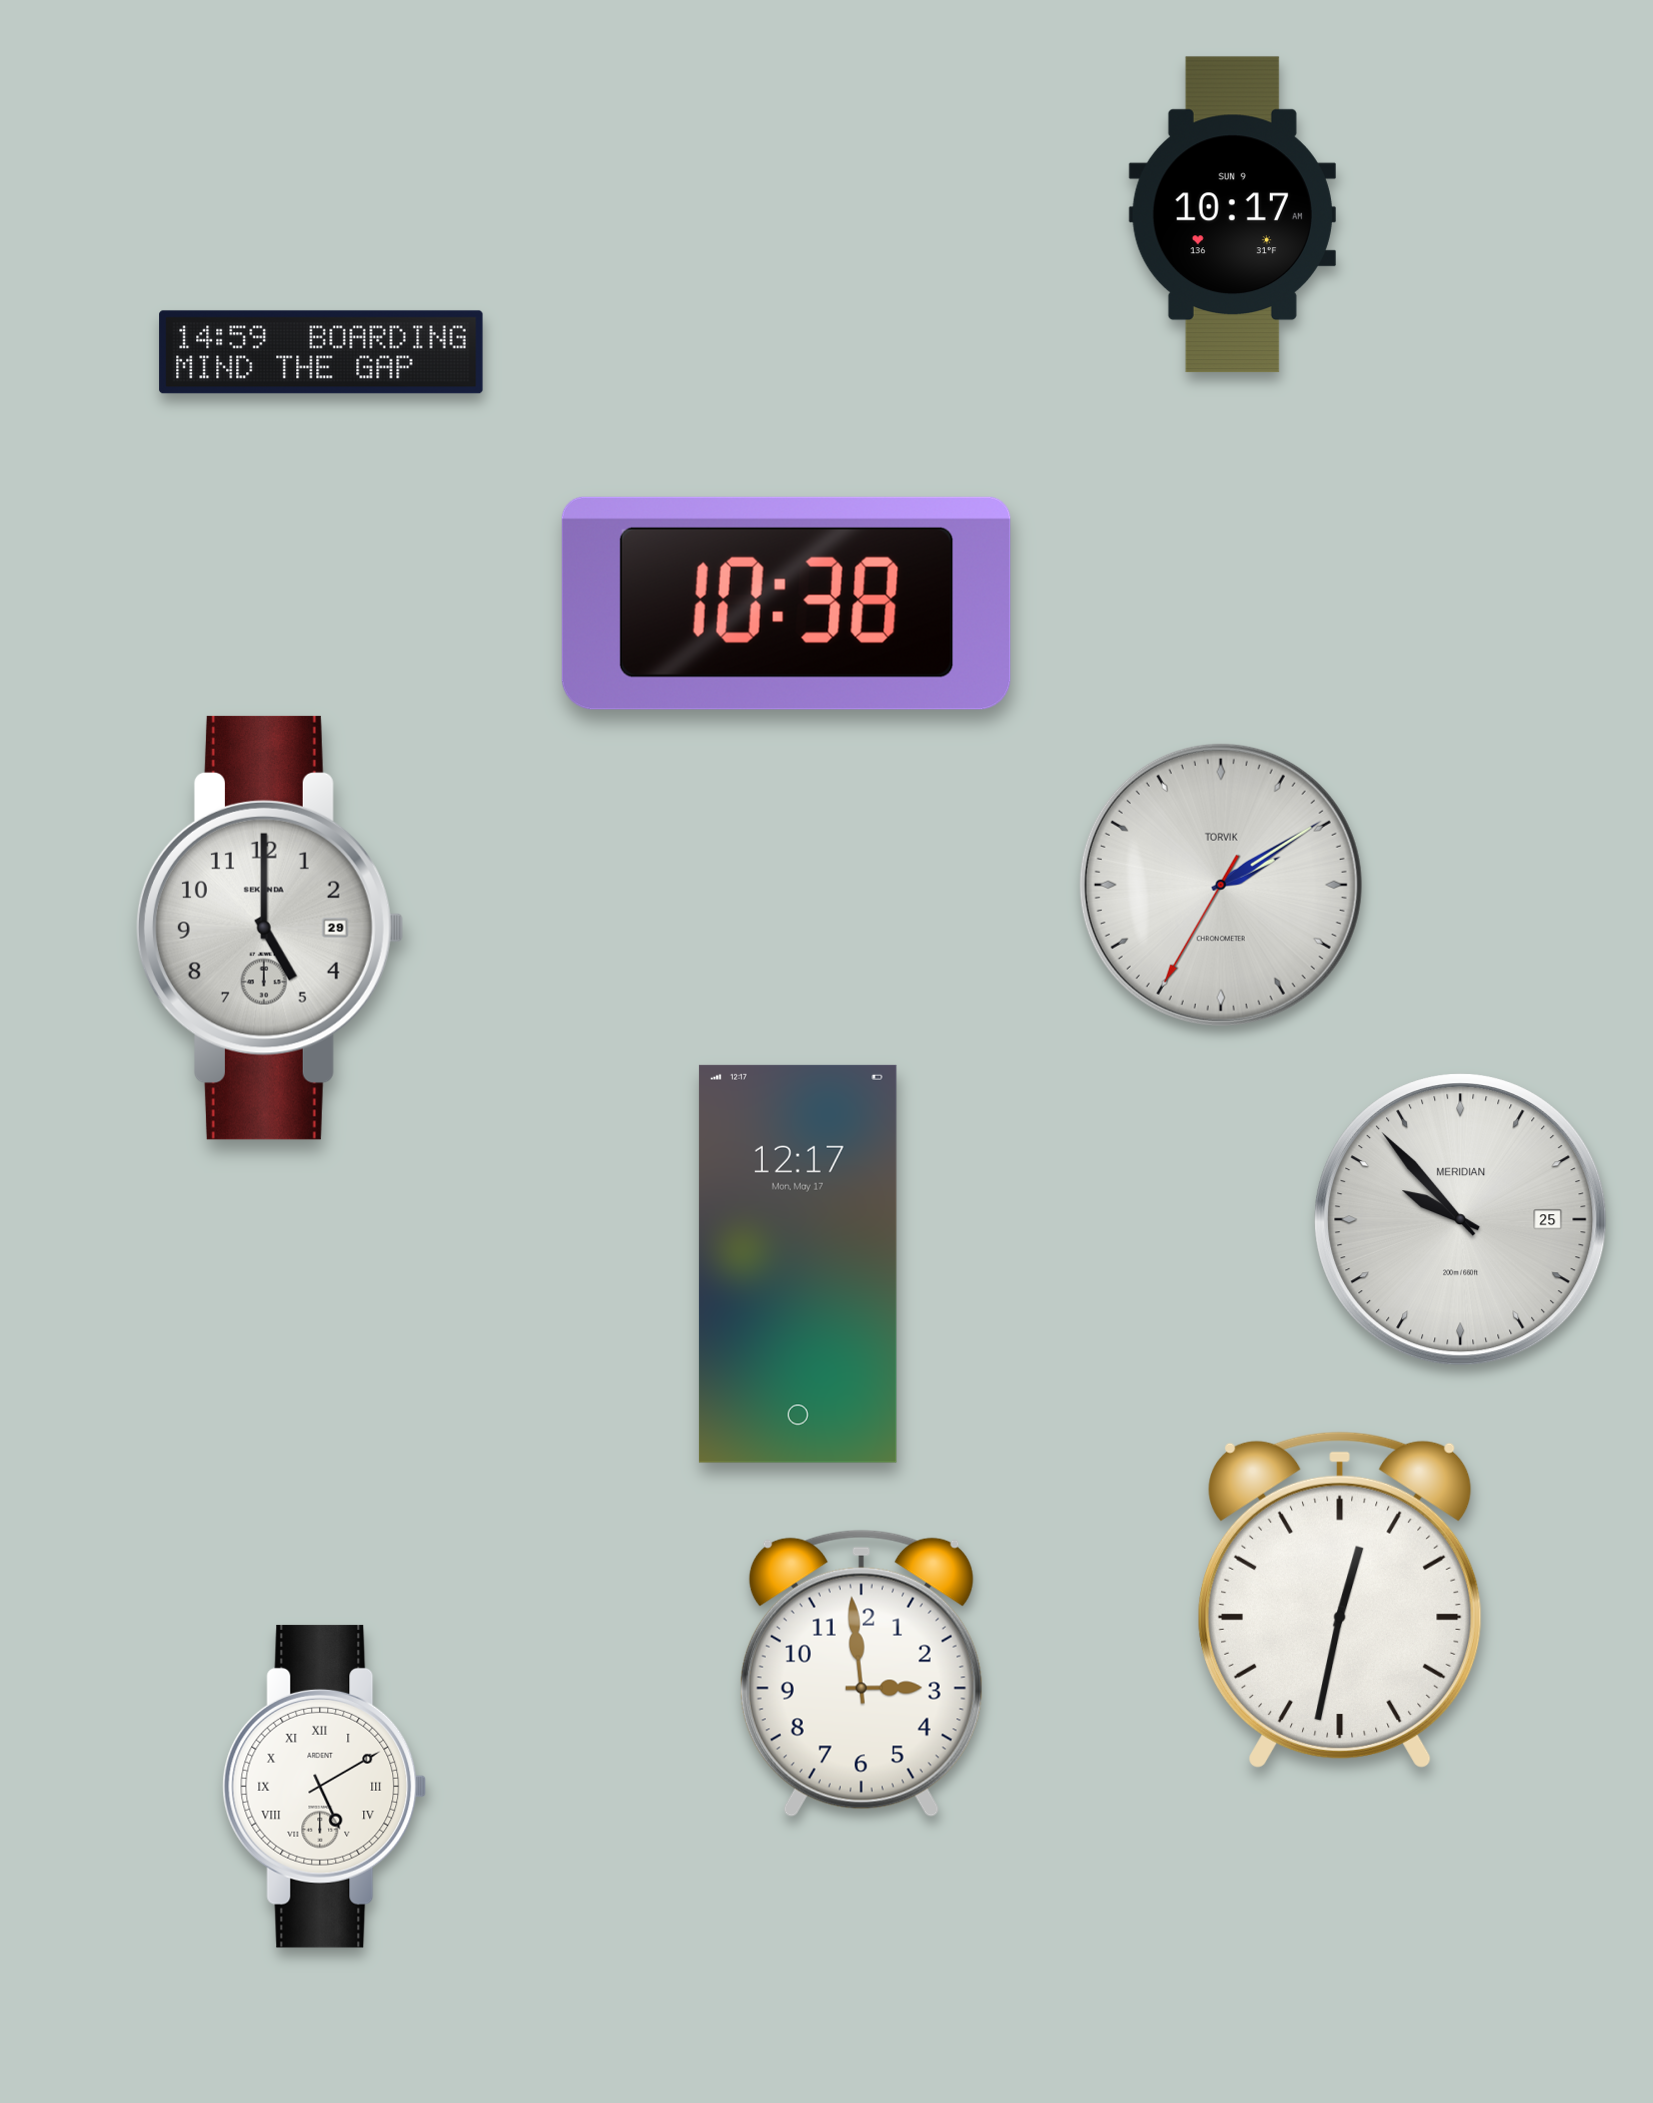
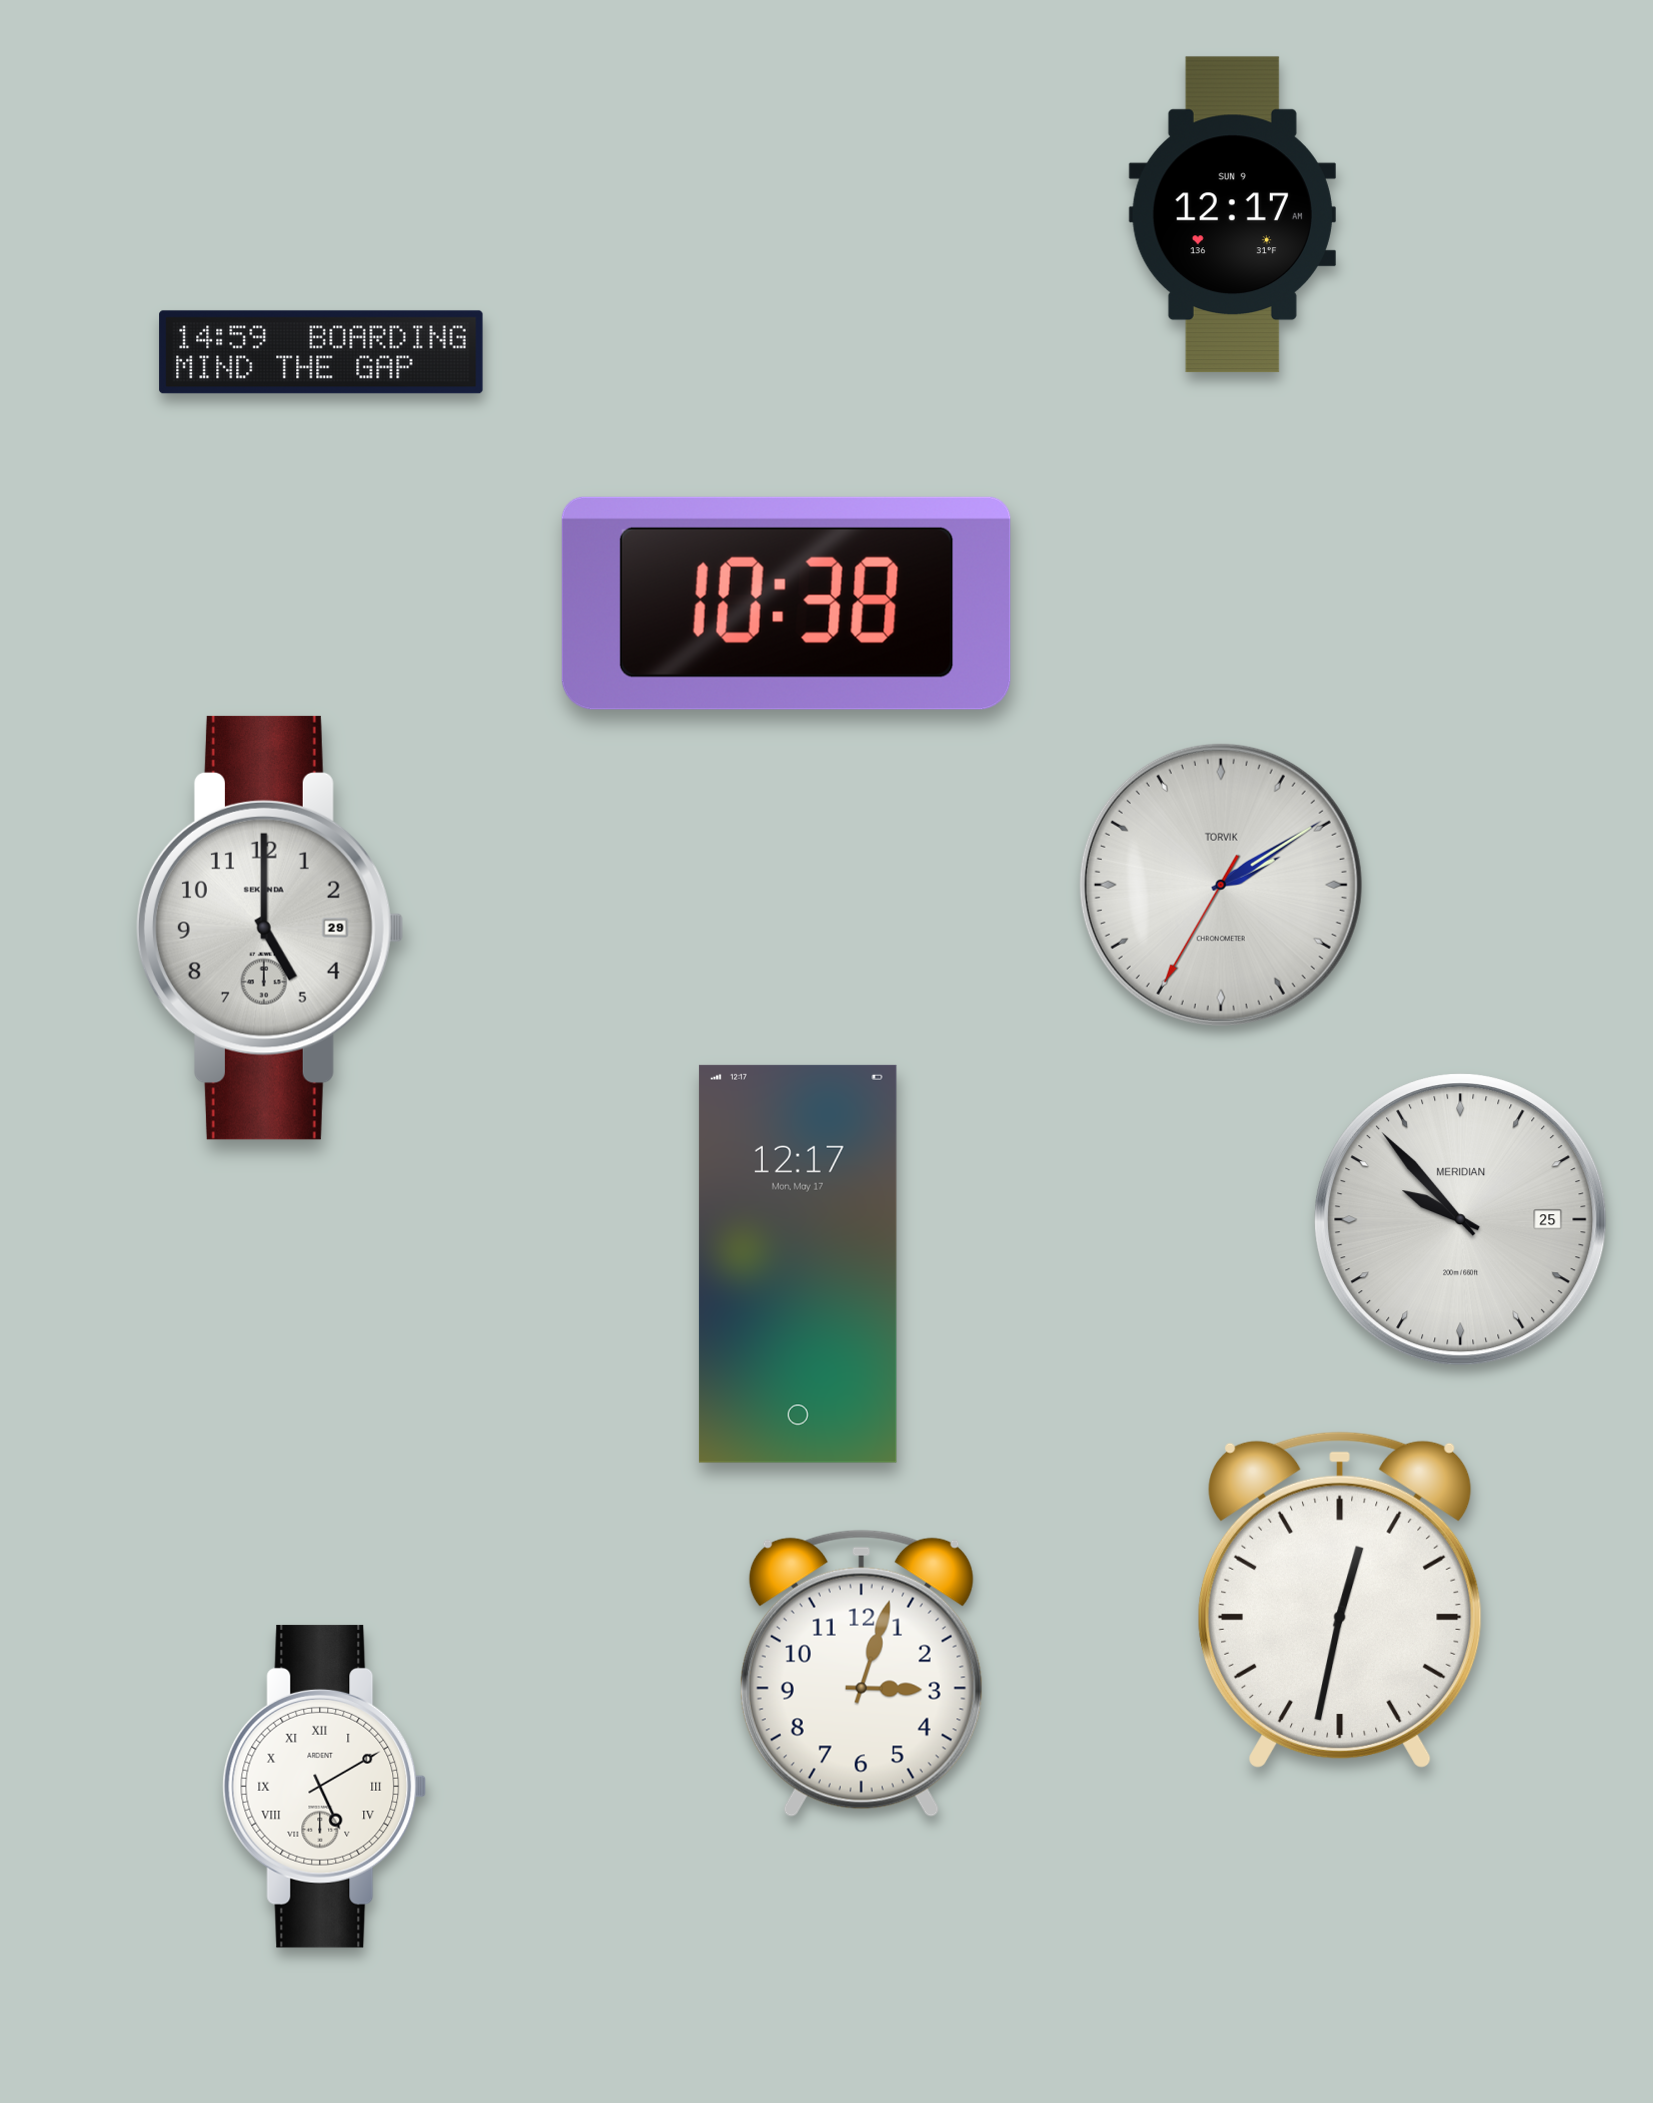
clock at (1232, 215): 10:17 -> 12:17
clock at (861, 1673): 2:59 -> 3:03
